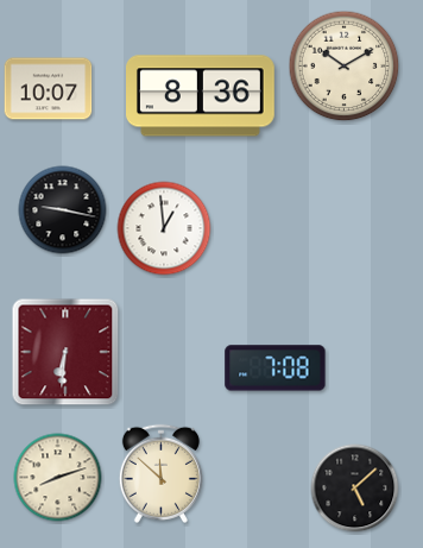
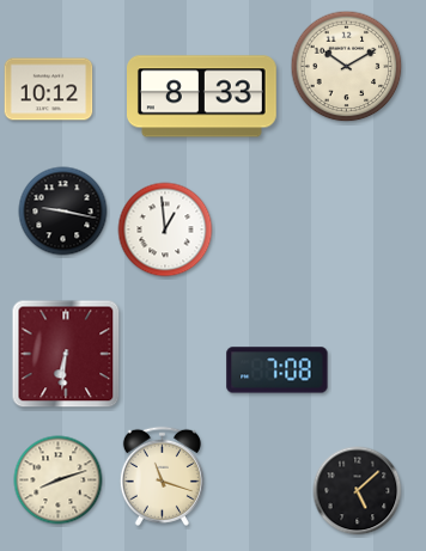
clock at (49, 89): 10:07 -> 10:12
clock at (201, 96): 8:36 -> 8:33
clock at (160, 473): 11:52 -> 11:18
